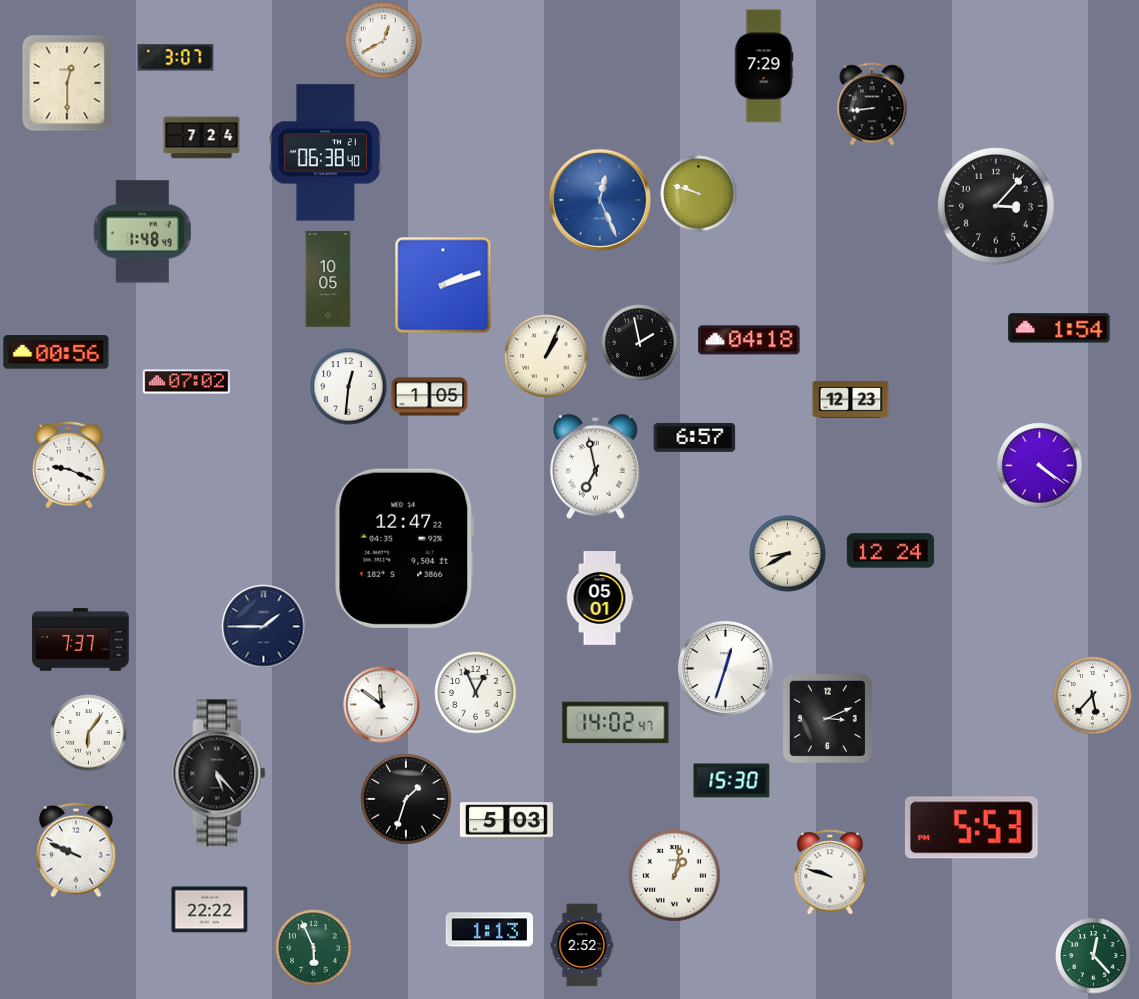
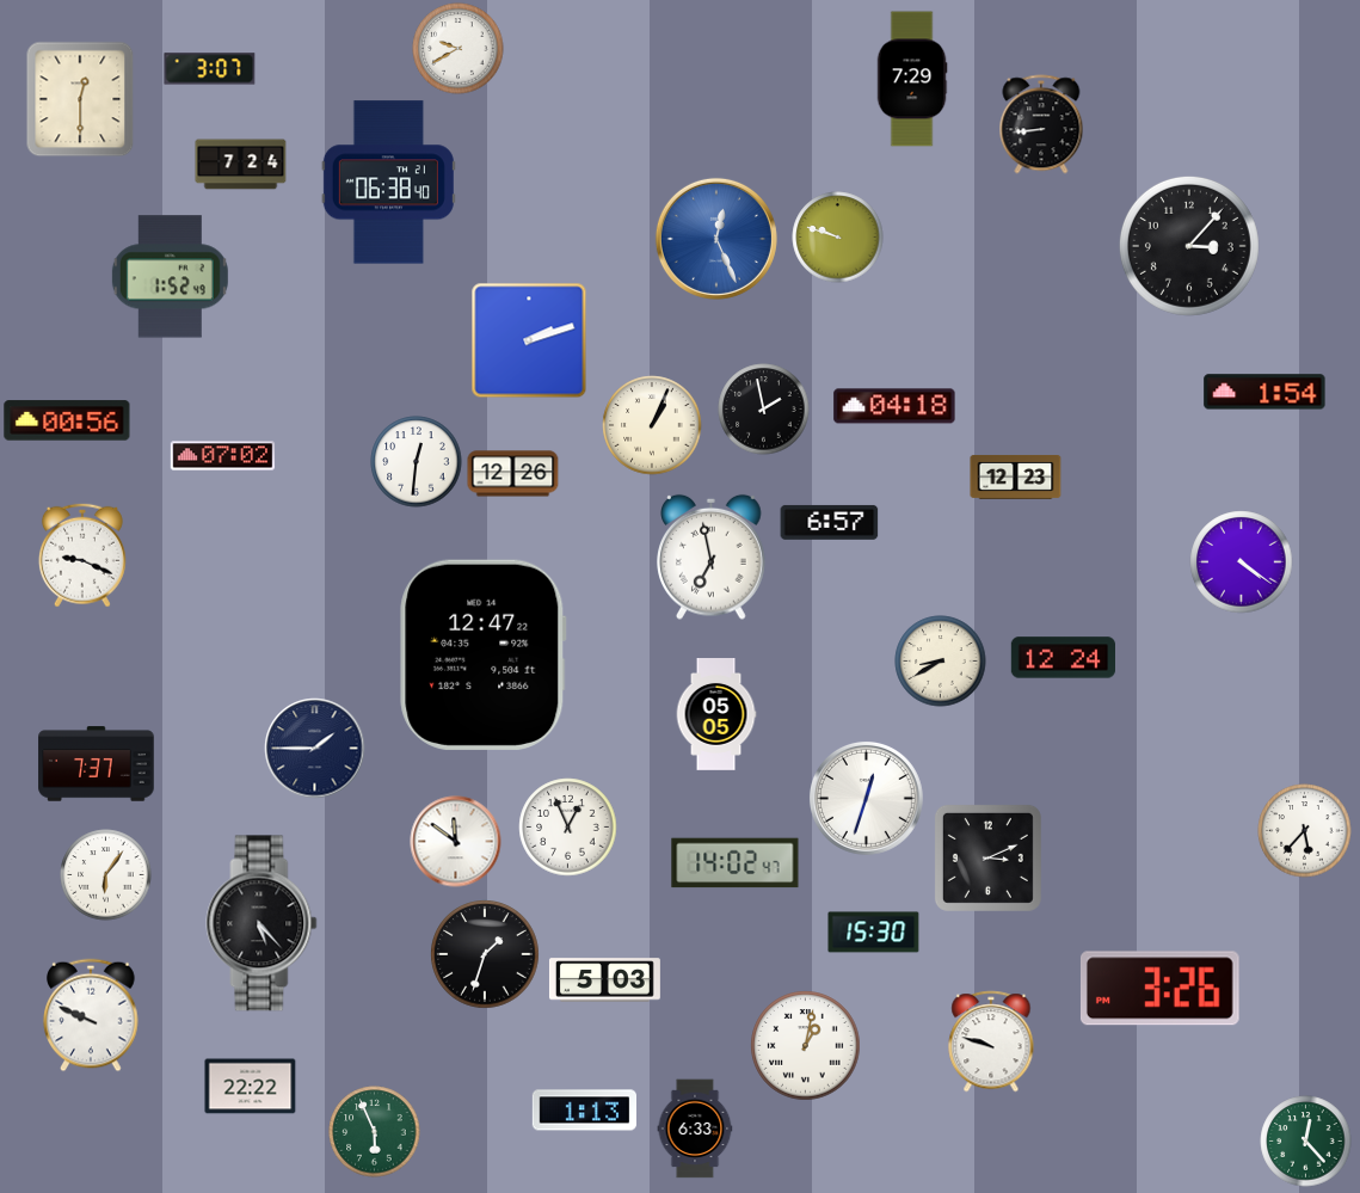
clock at (384, 41): 12:40 -> 9:40
clock at (699, 194) position: (699, 194) -> (838, 238)
clock at (142, 232): 1:48 -> 1:52
clock at (328, 279): 10:05 -> none
clock at (430, 397): 1:05 -> 12:26
clock at (1040, 466) position: (1040, 466) -> (1242, 562)
clock at (600, 599): 05:01 -> 05:05
clock at (971, 828): 5:53 -> 3:26
clock at (582, 945): 2:52 -> 6:33
